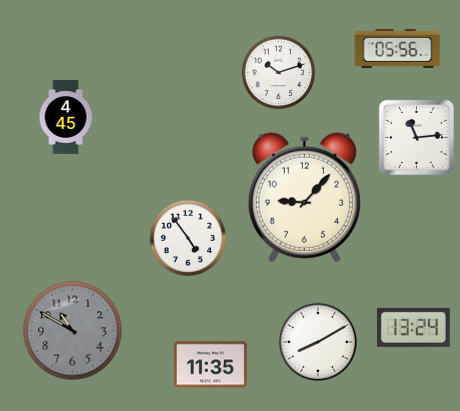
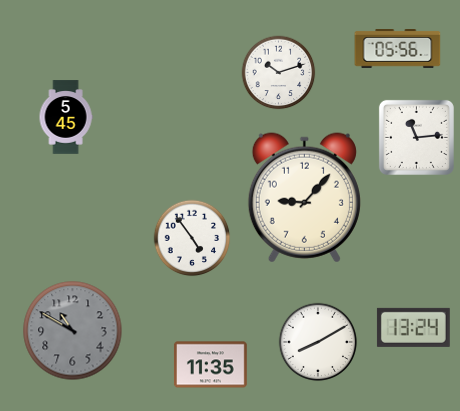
clock at (66, 117): 4:45 -> 5:45
clock at (188, 238) position: (188, 238) -> (192, 238)
